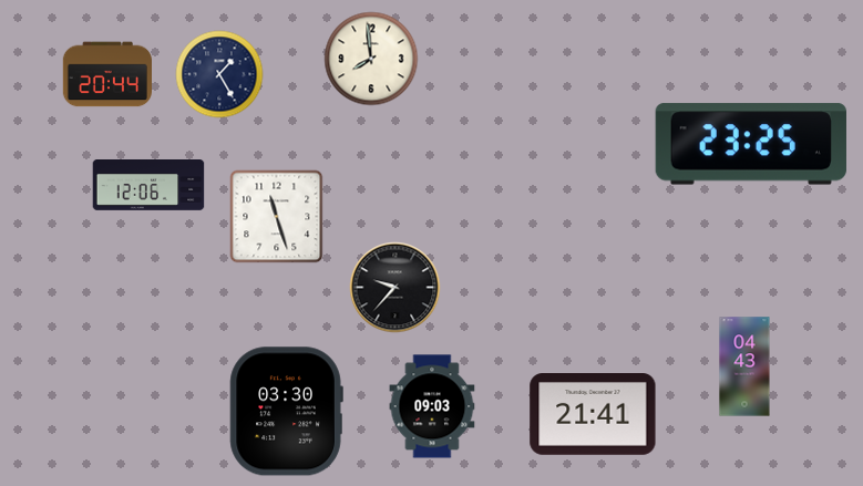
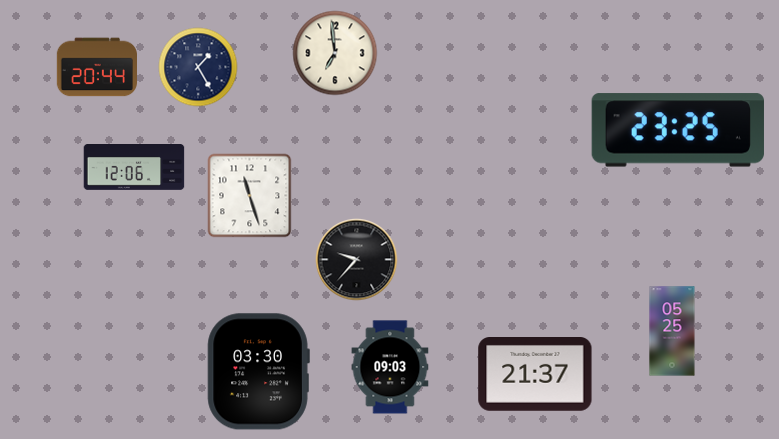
clock at (371, 59): 7:59 -> 6:59
clock at (744, 366): 04:43 -> 05:25
clock at (593, 415): 21:41 -> 21:37
